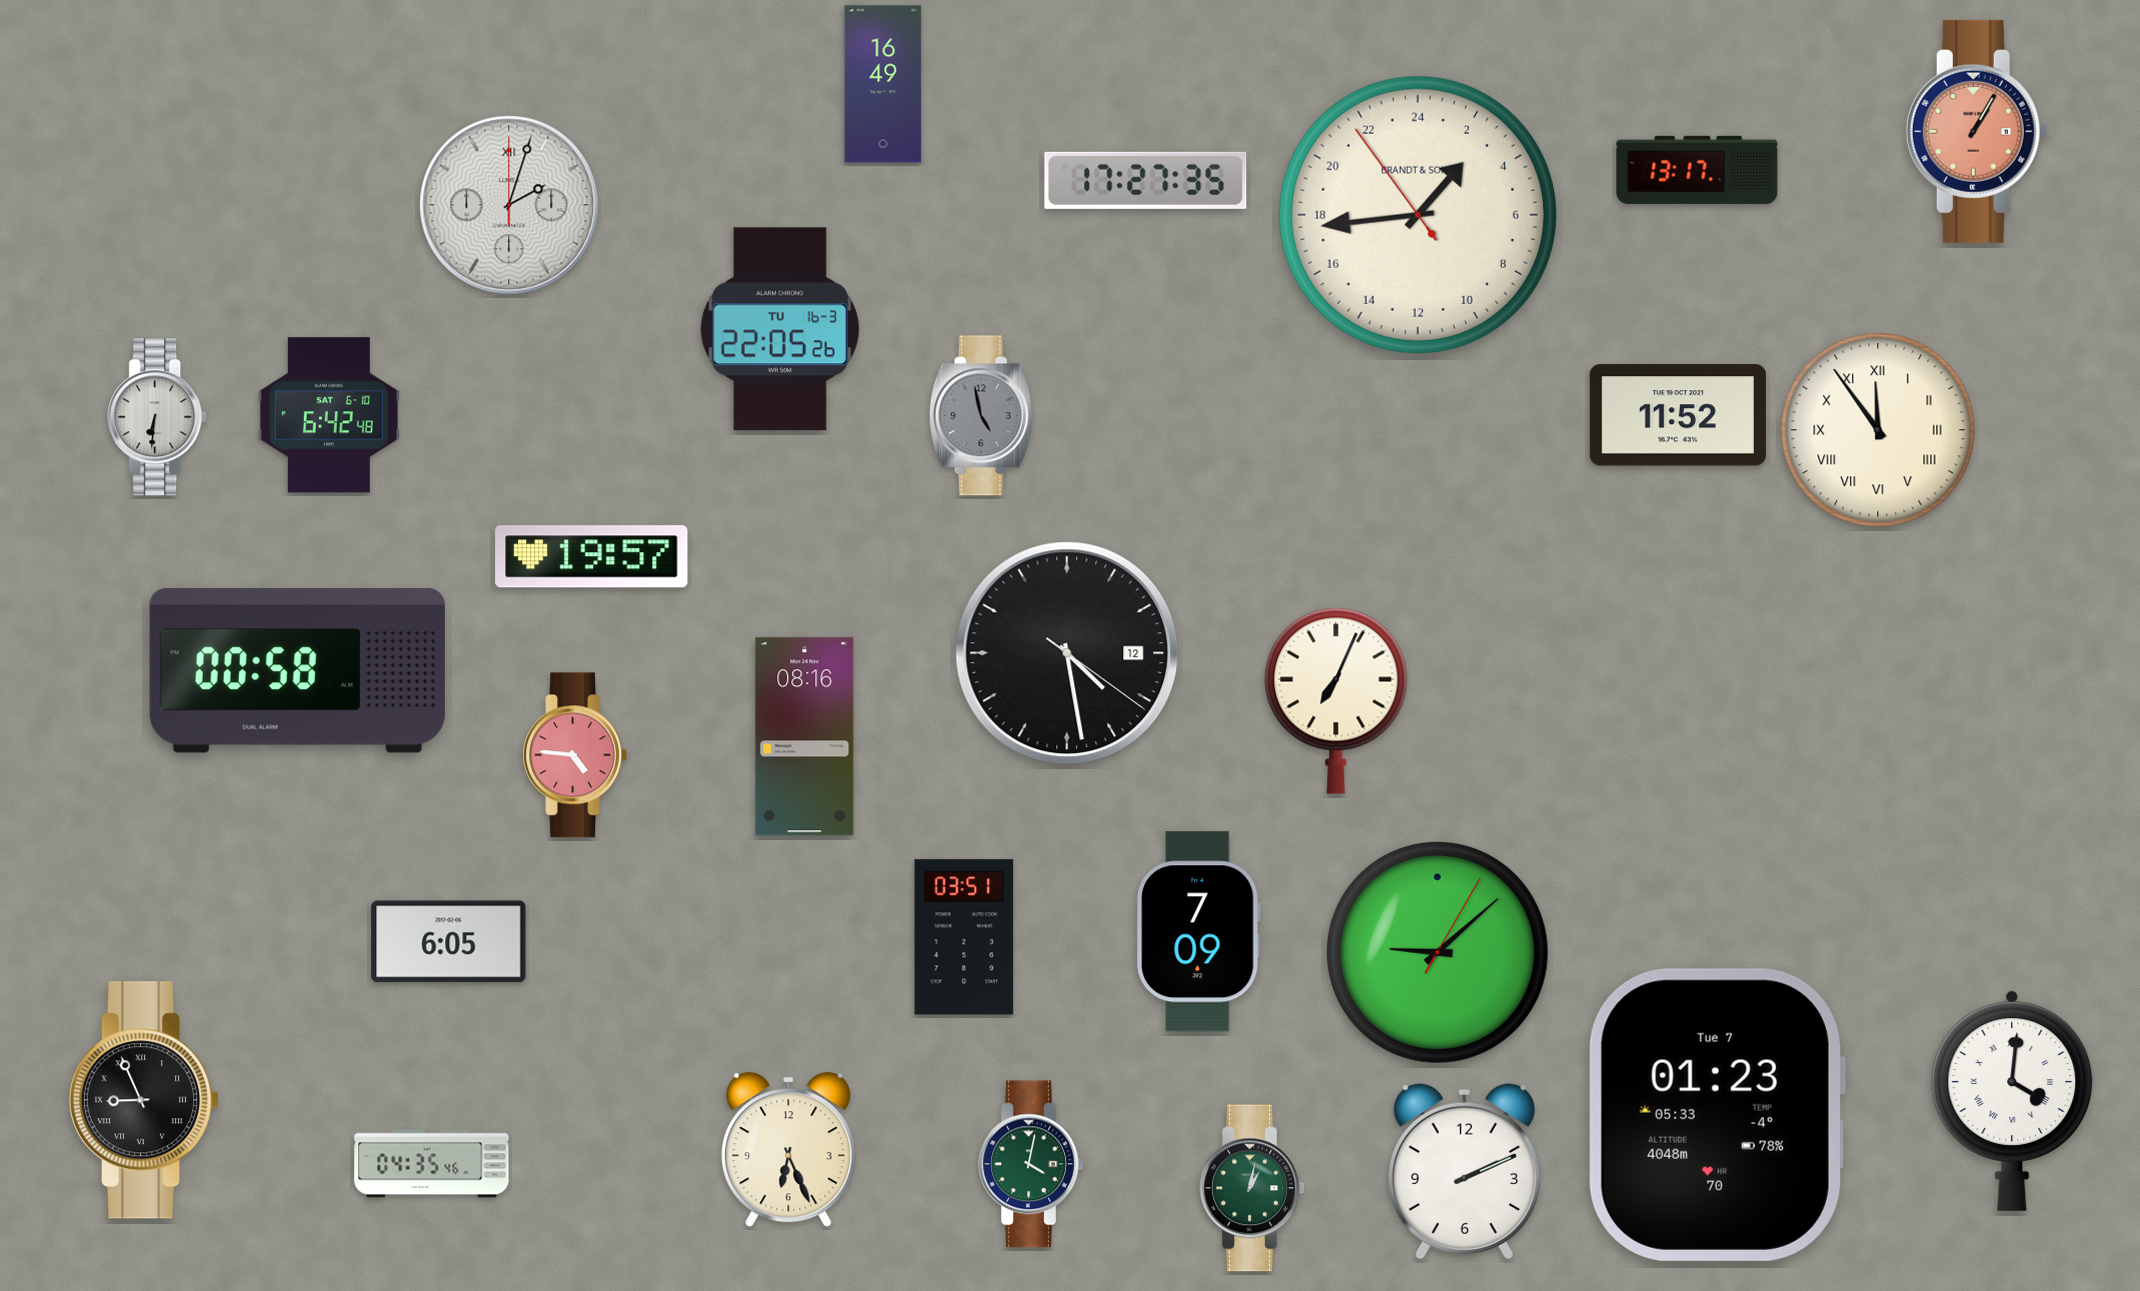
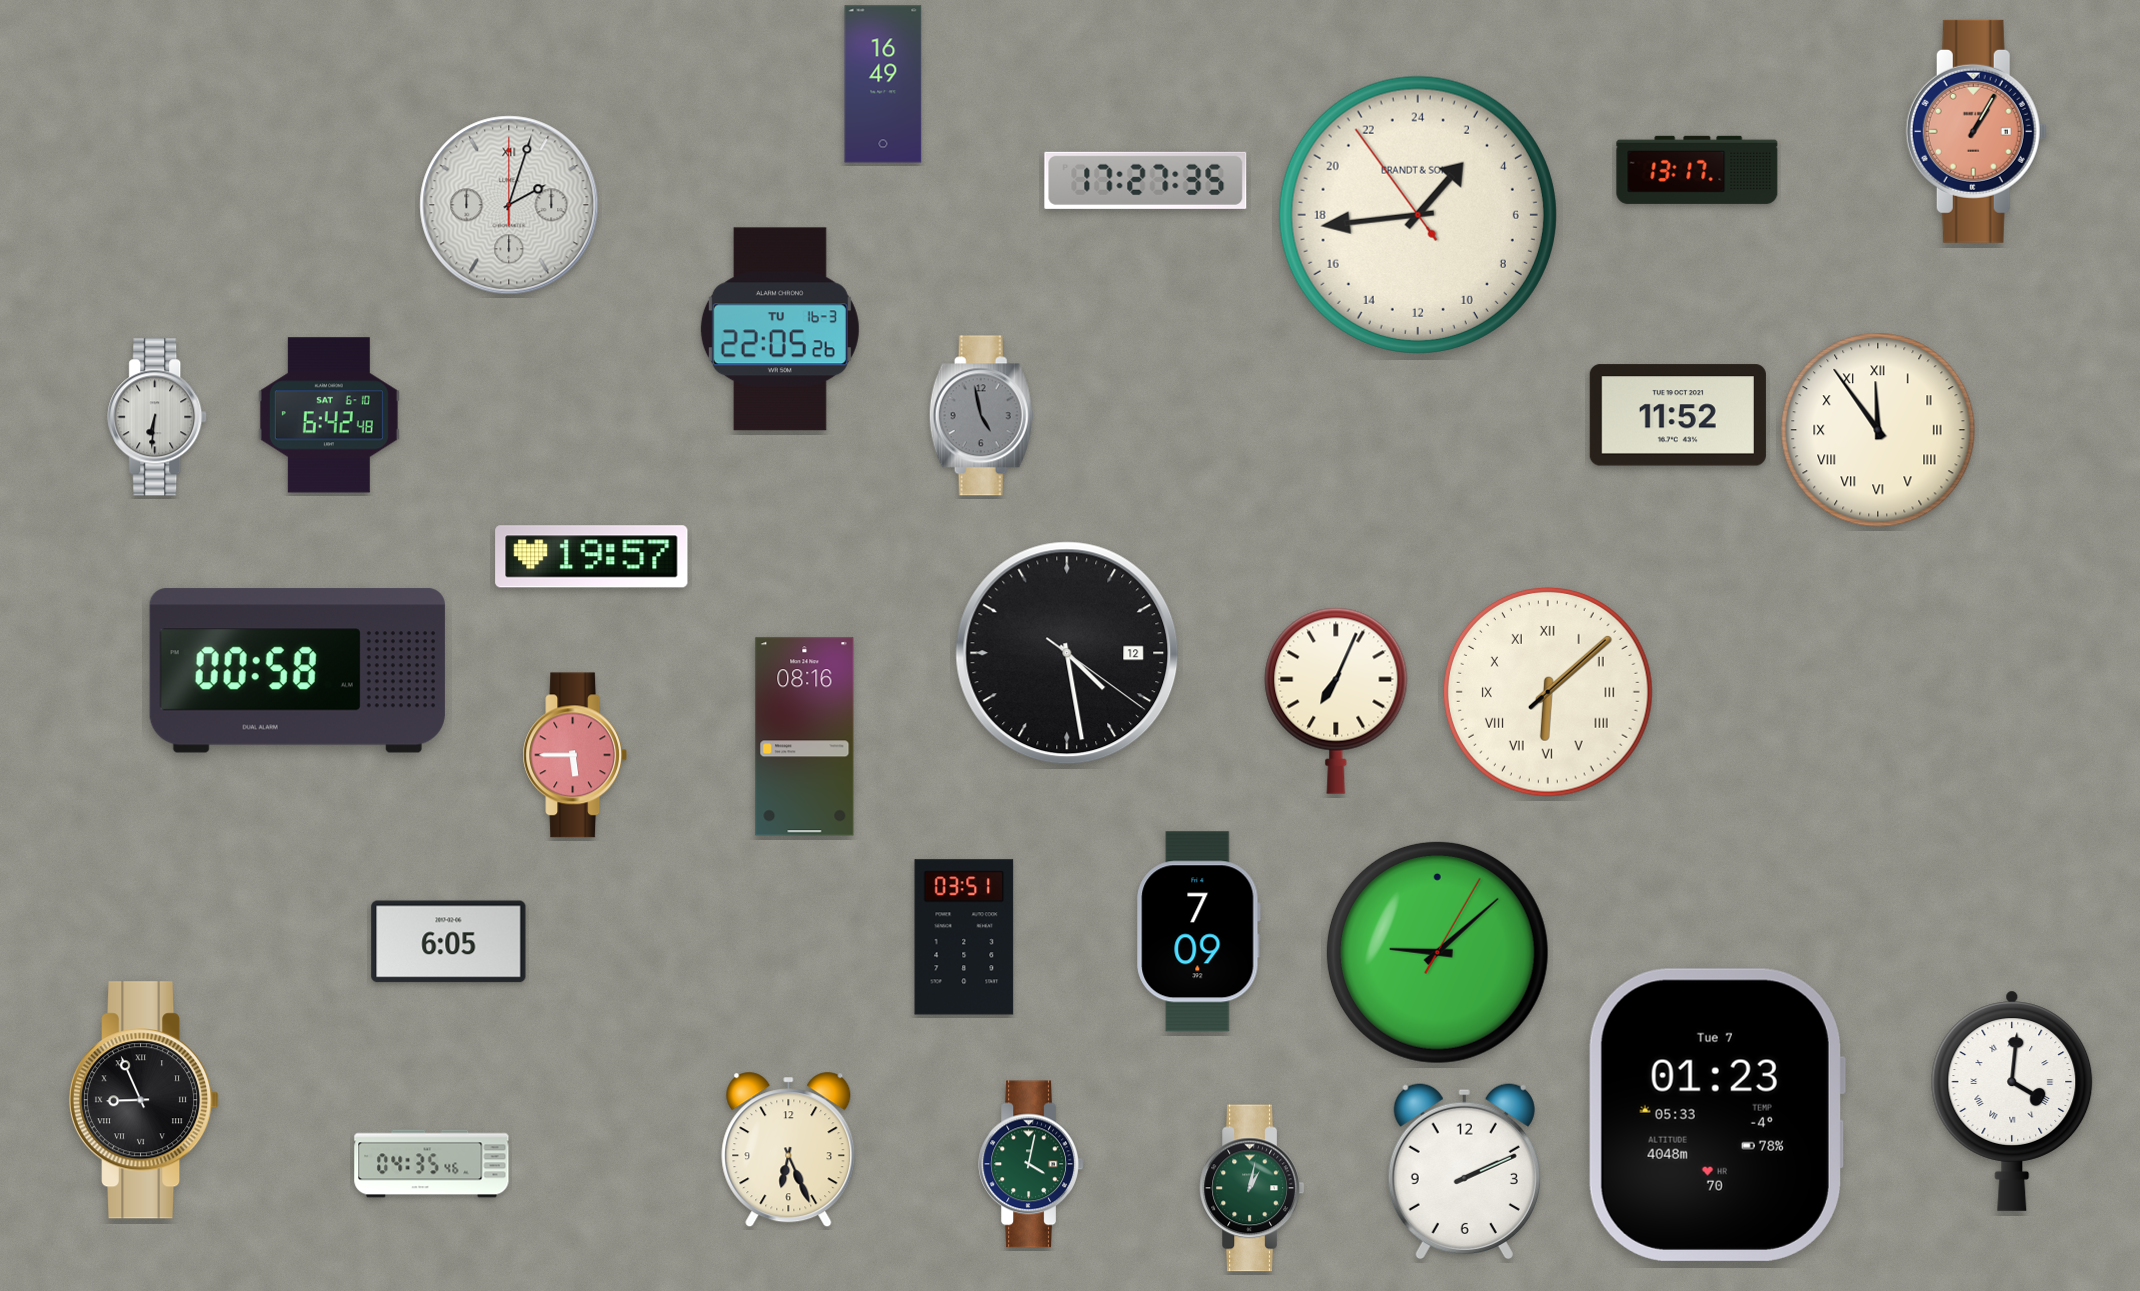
clock at (1549, 693): none -> 6:08
clock at (574, 755): 4:46 -> 5:45
